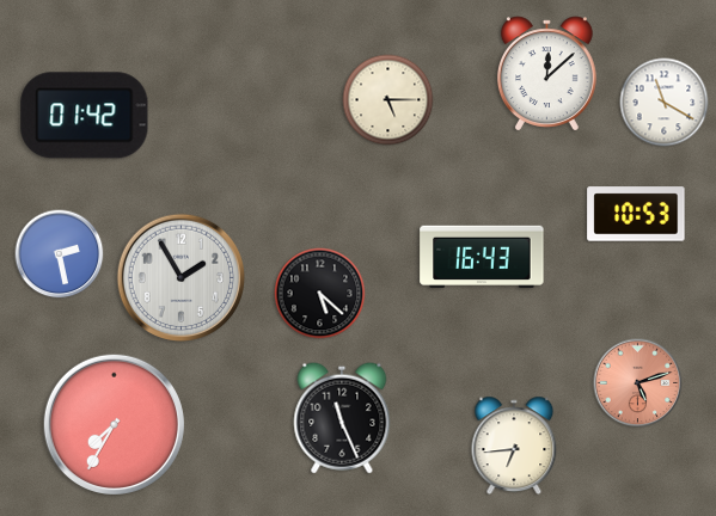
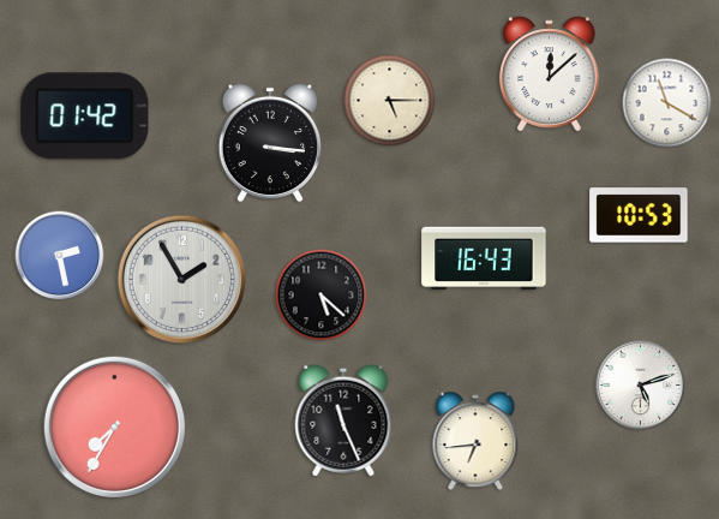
clock at (269, 143): none -> 3:16
clock at (638, 383) dial: salmon -> white
clock at (514, 446) position: (514, 446) -> (475, 441)
